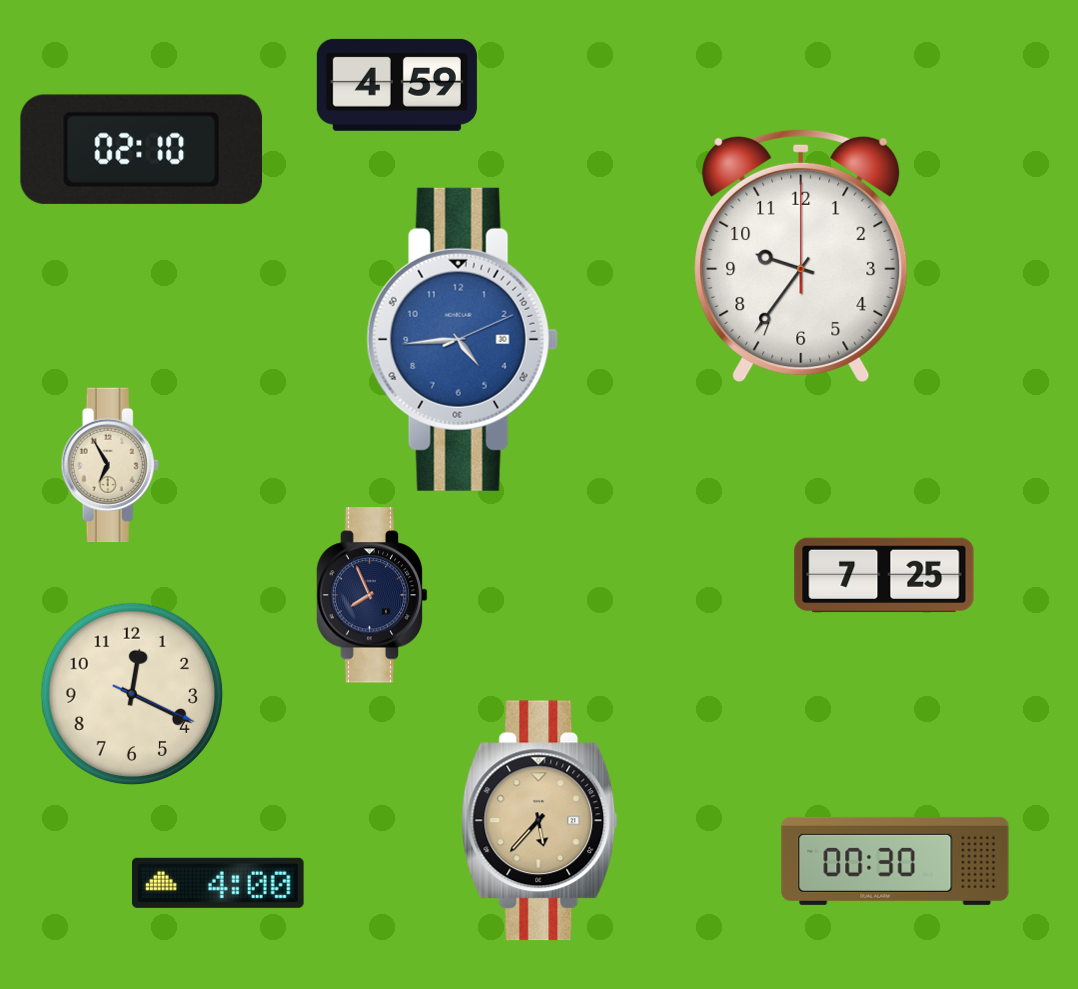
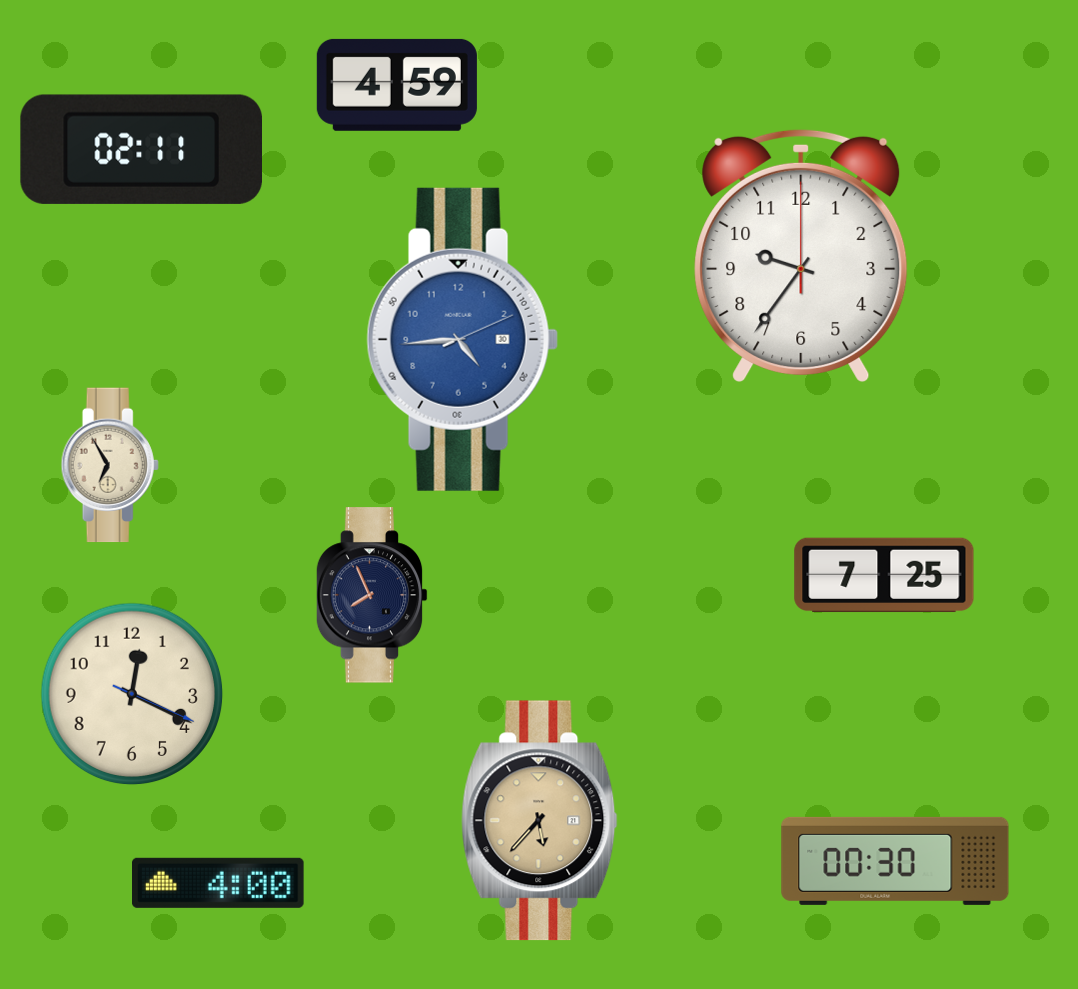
clock at (141, 149): 02:10 -> 02:11
